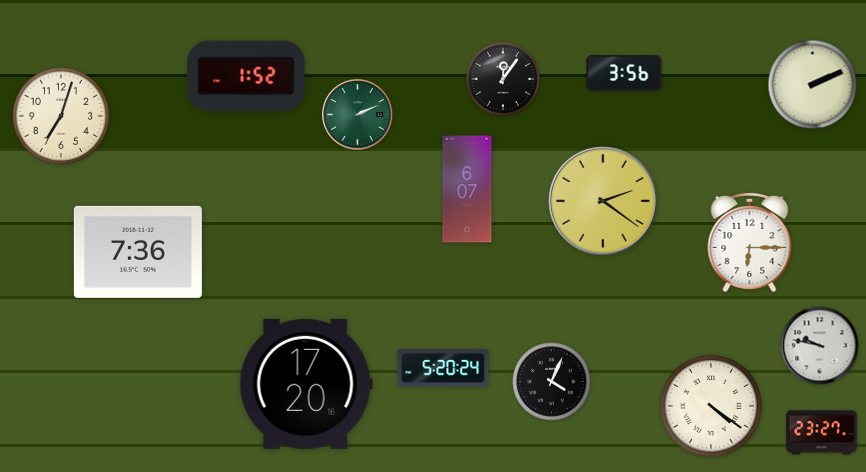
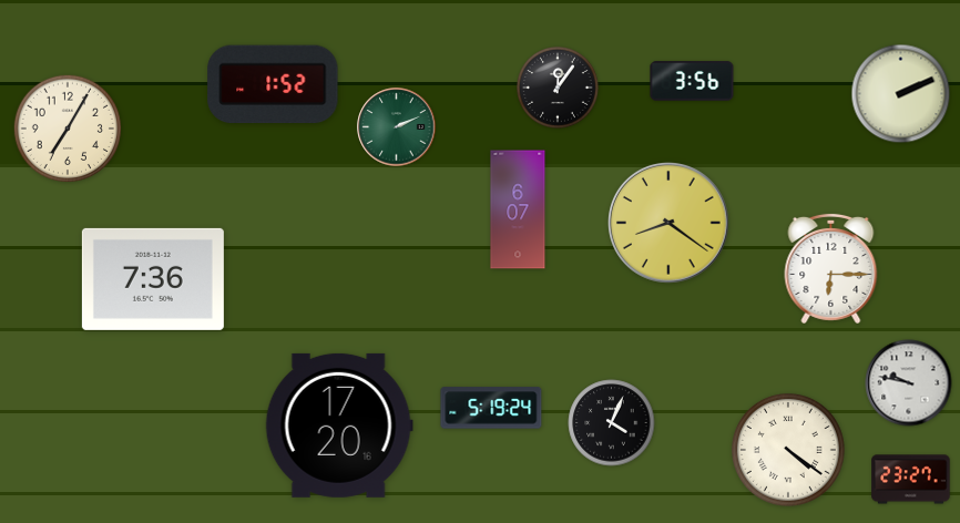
clock at (60, 115): 7:03 -> 7:05
clock at (604, 202): 2:21 -> 8:21
clock at (443, 368): 5:20 -> 5:19
